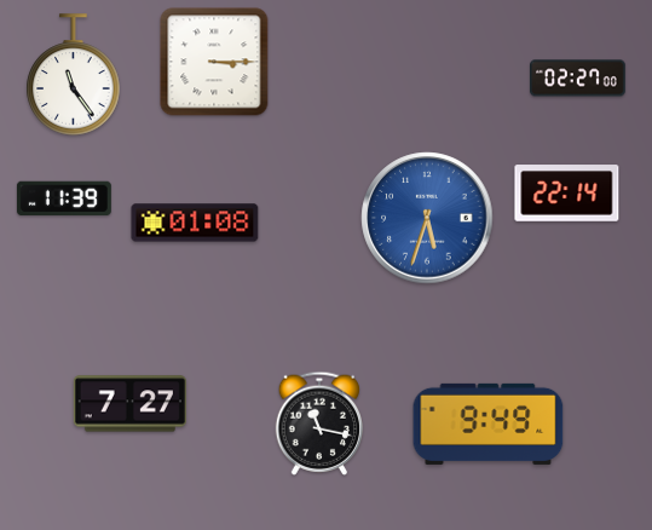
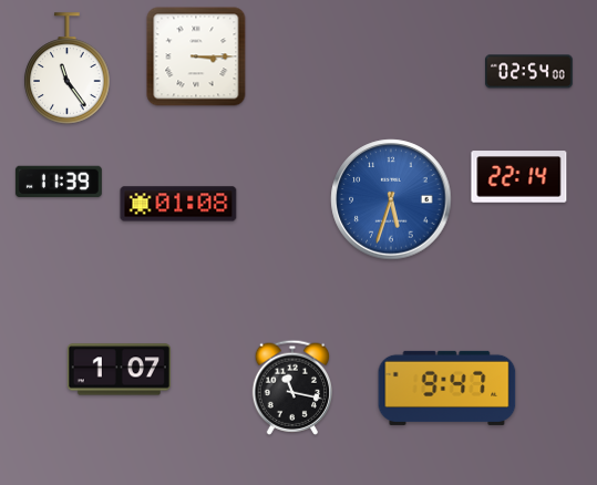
clock at (578, 79): 02:27 -> 02:54
clock at (129, 404): 7:27 -> 1:07
clock at (489, 424): 9:49 -> 9:47
